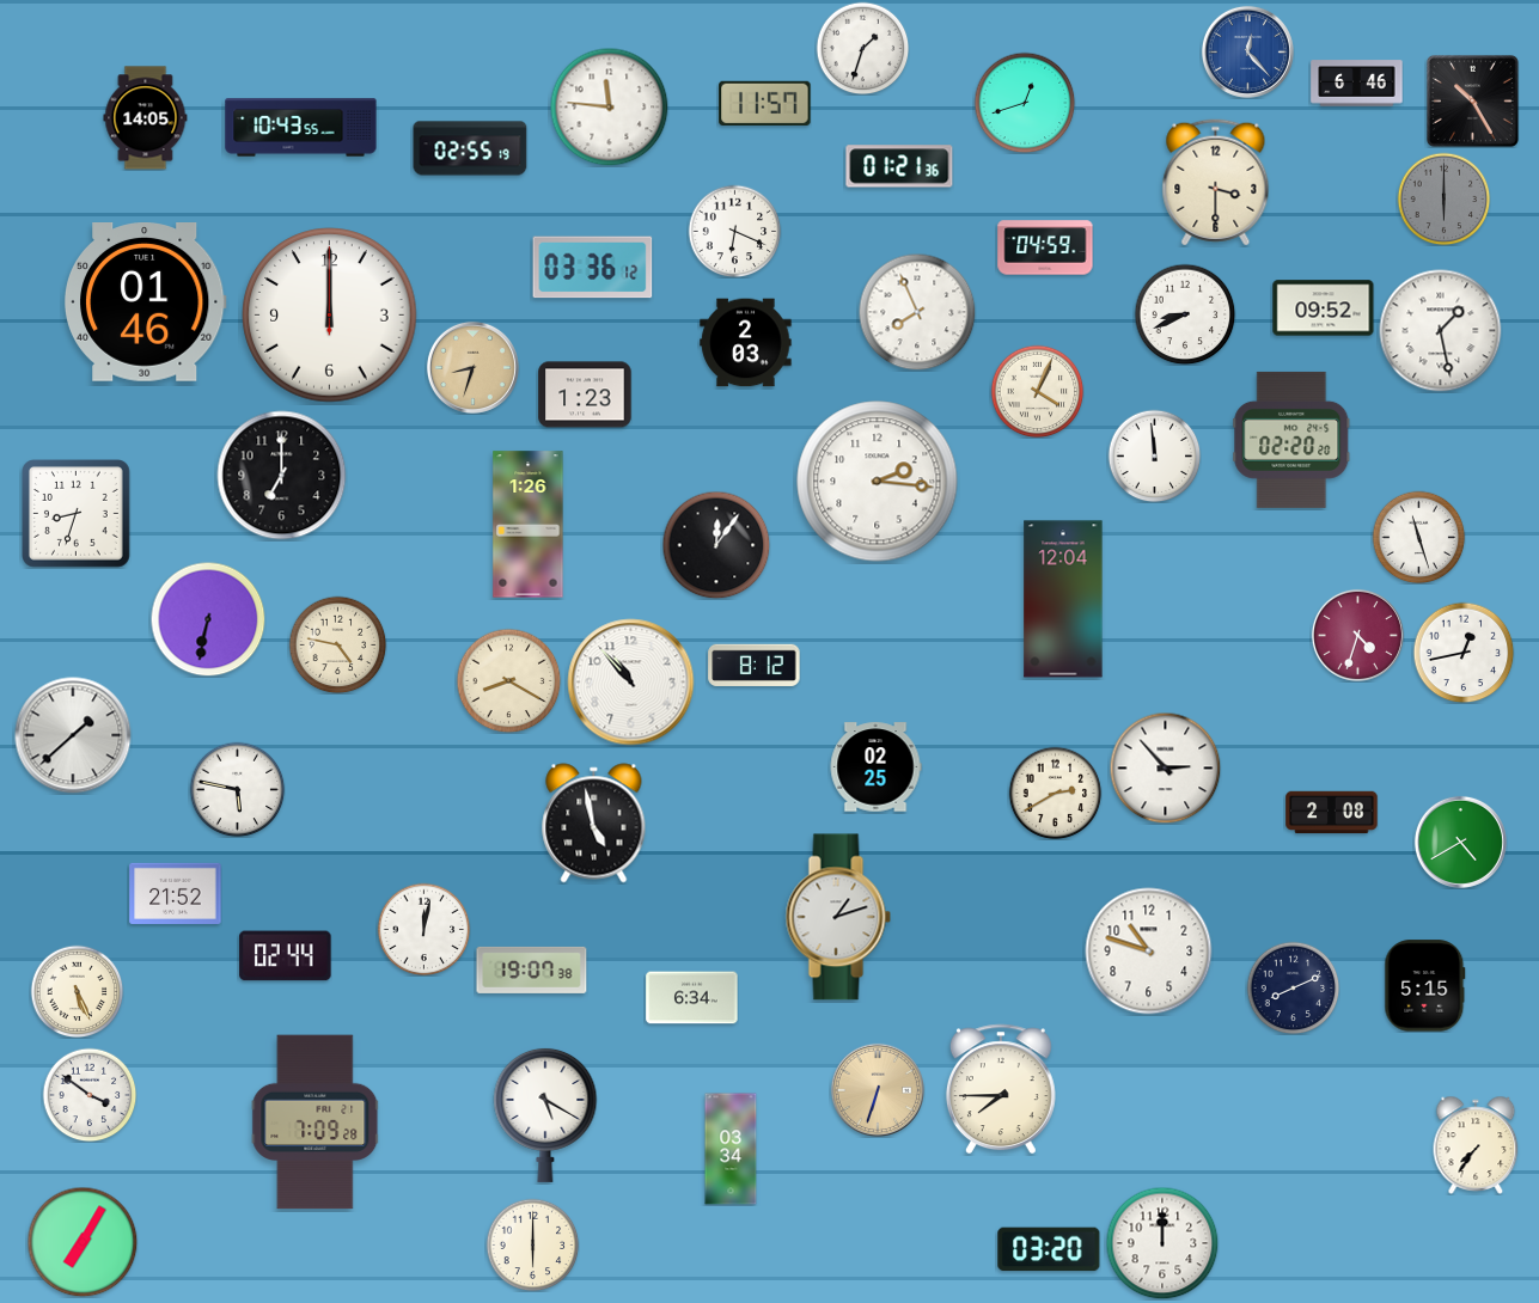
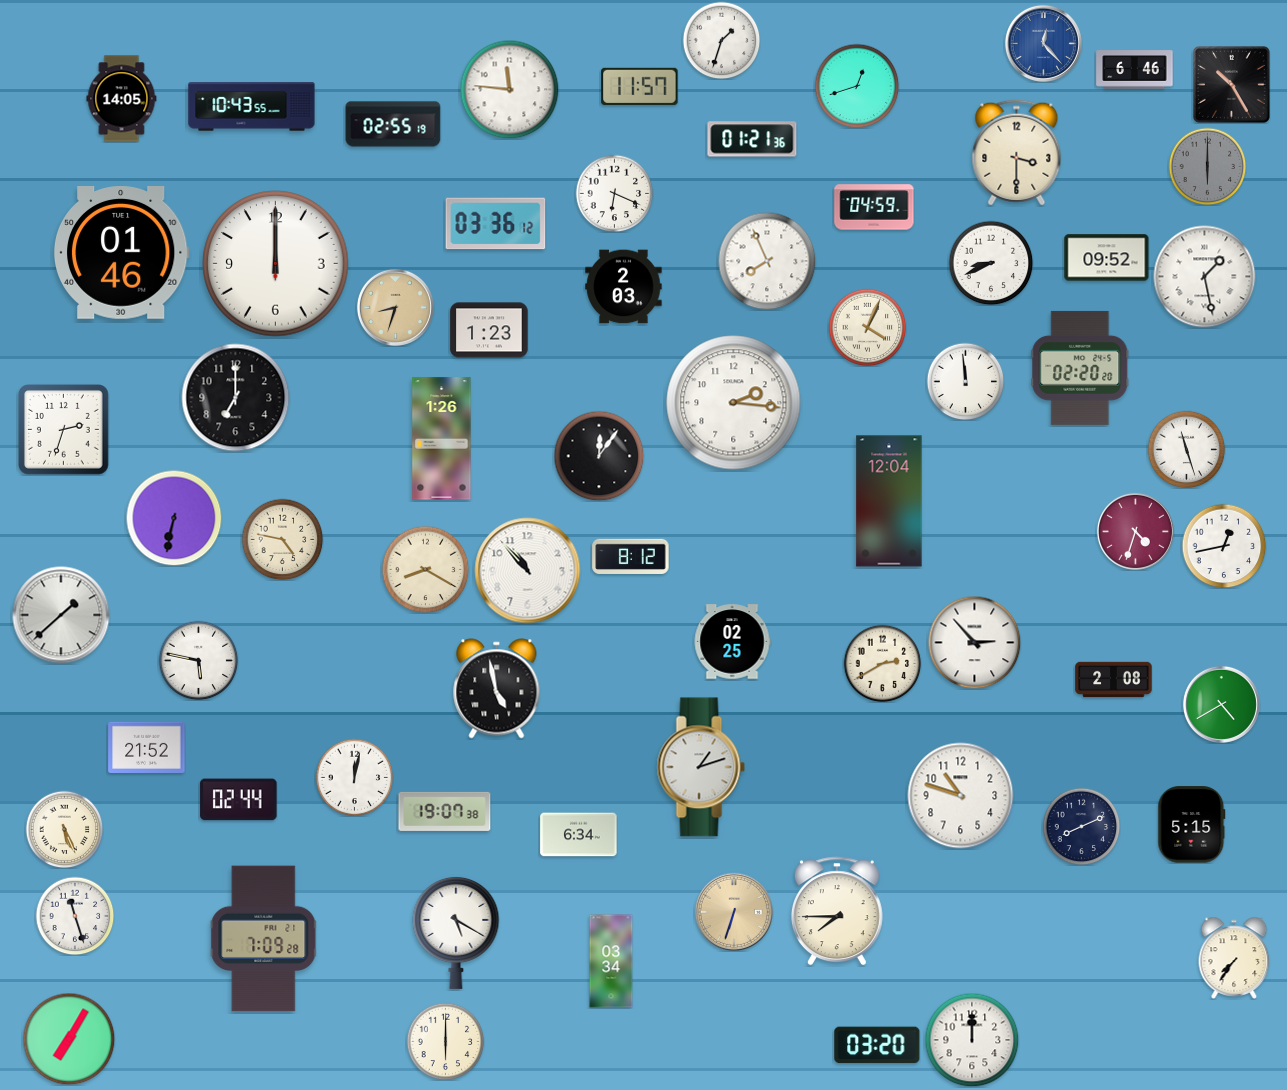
clock at (77, 514): 8:33 -> 2:33
clock at (90, 1095): 3:51 -> 11:27
